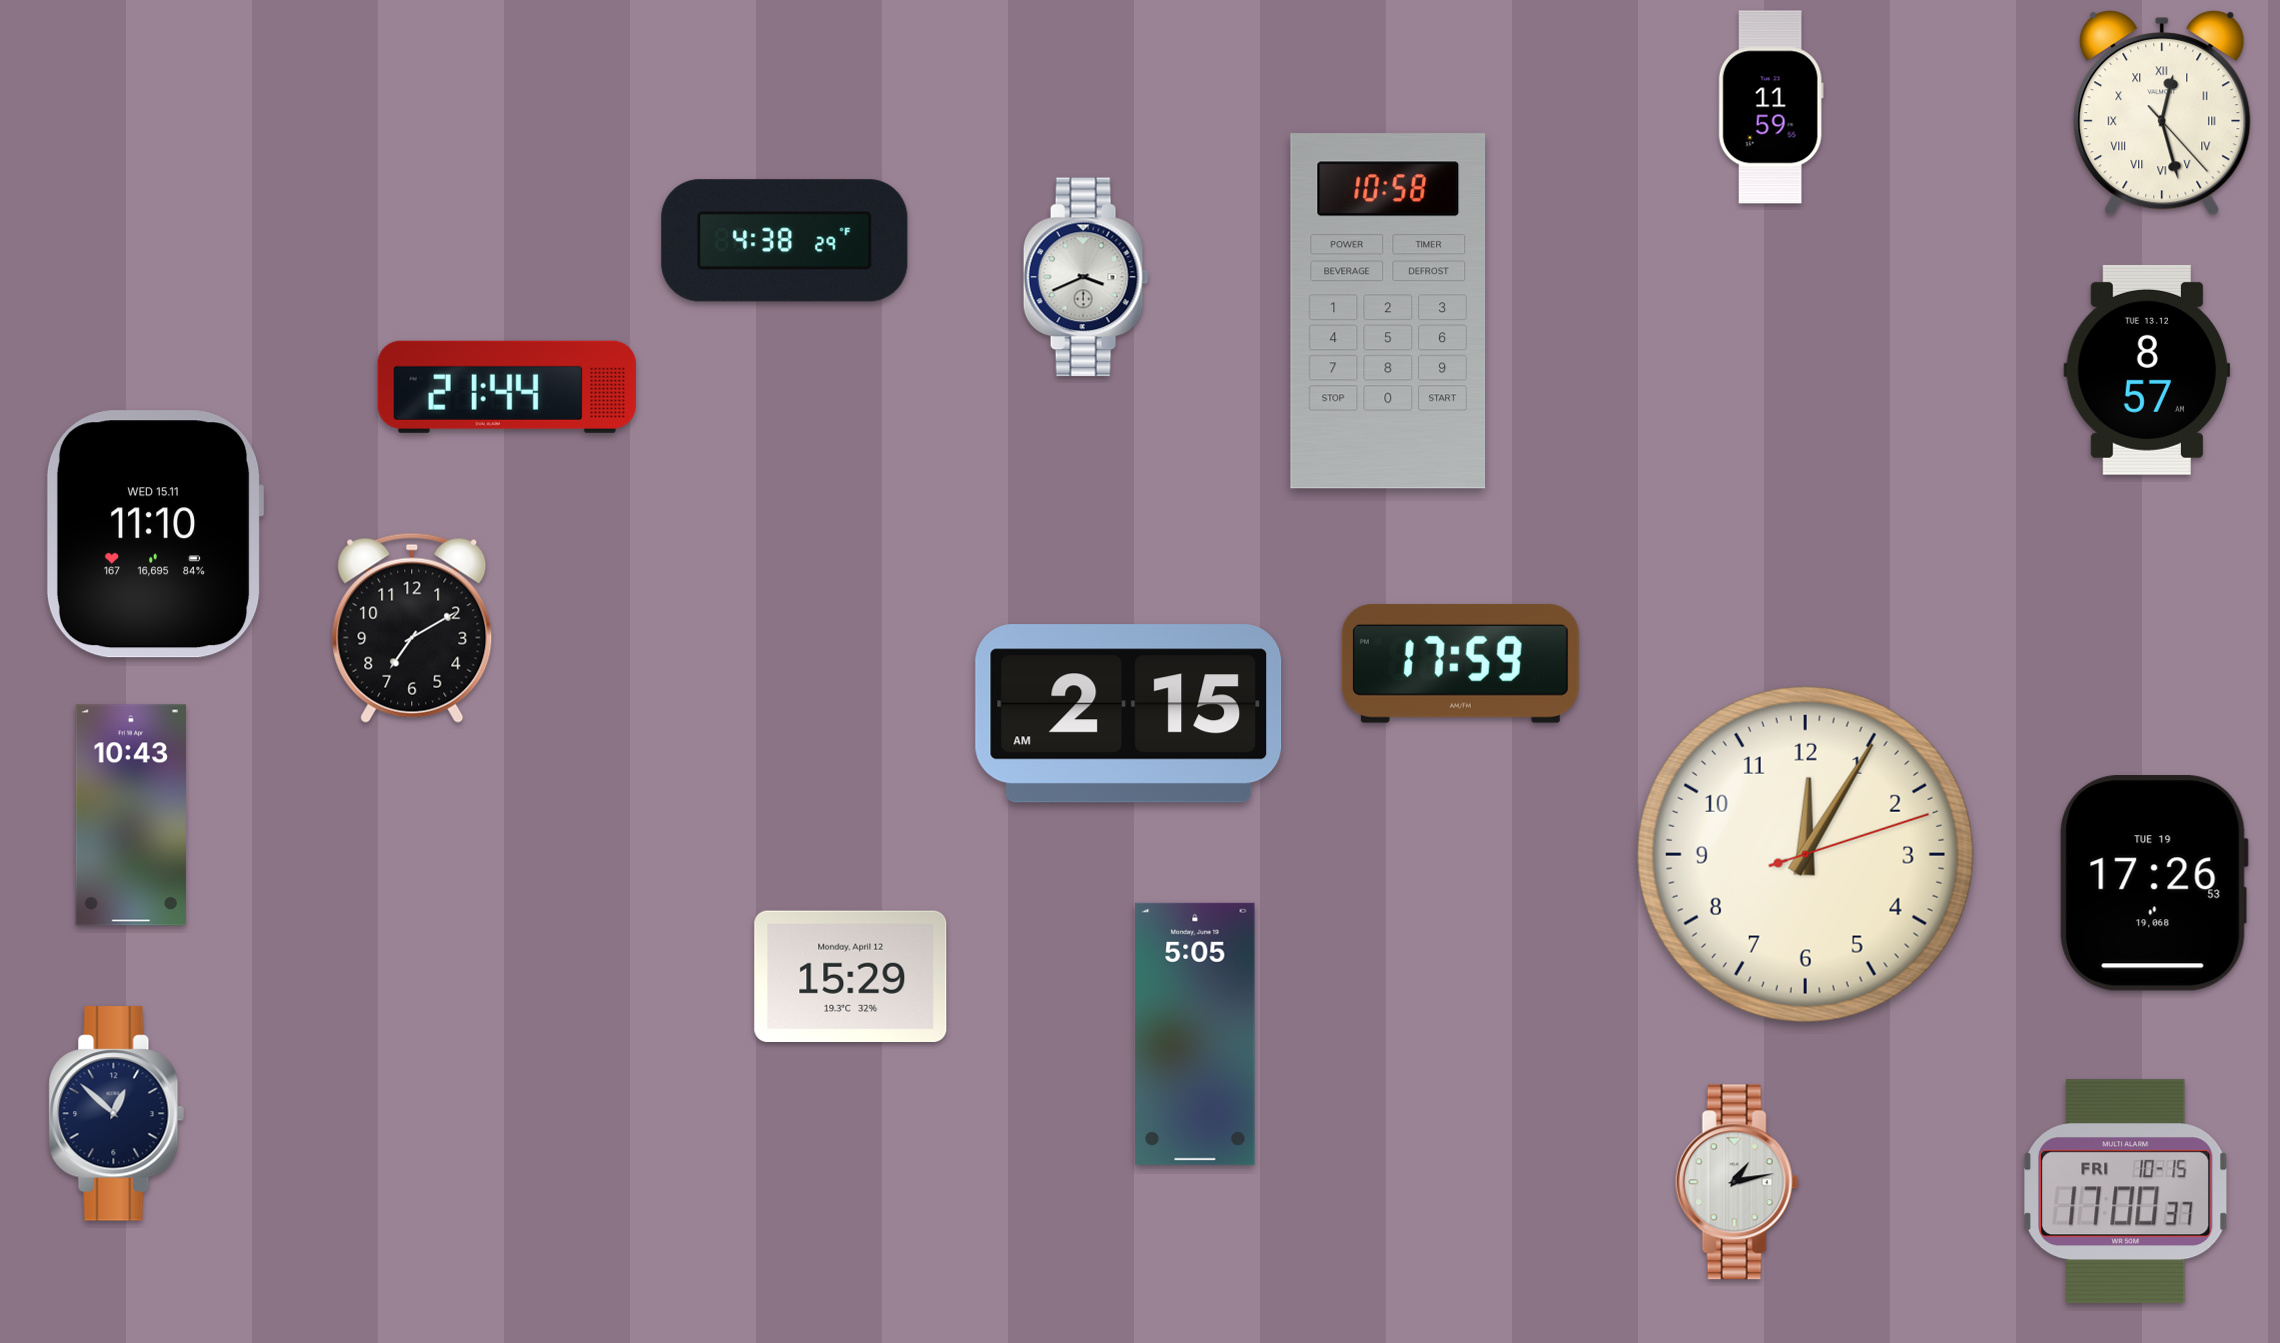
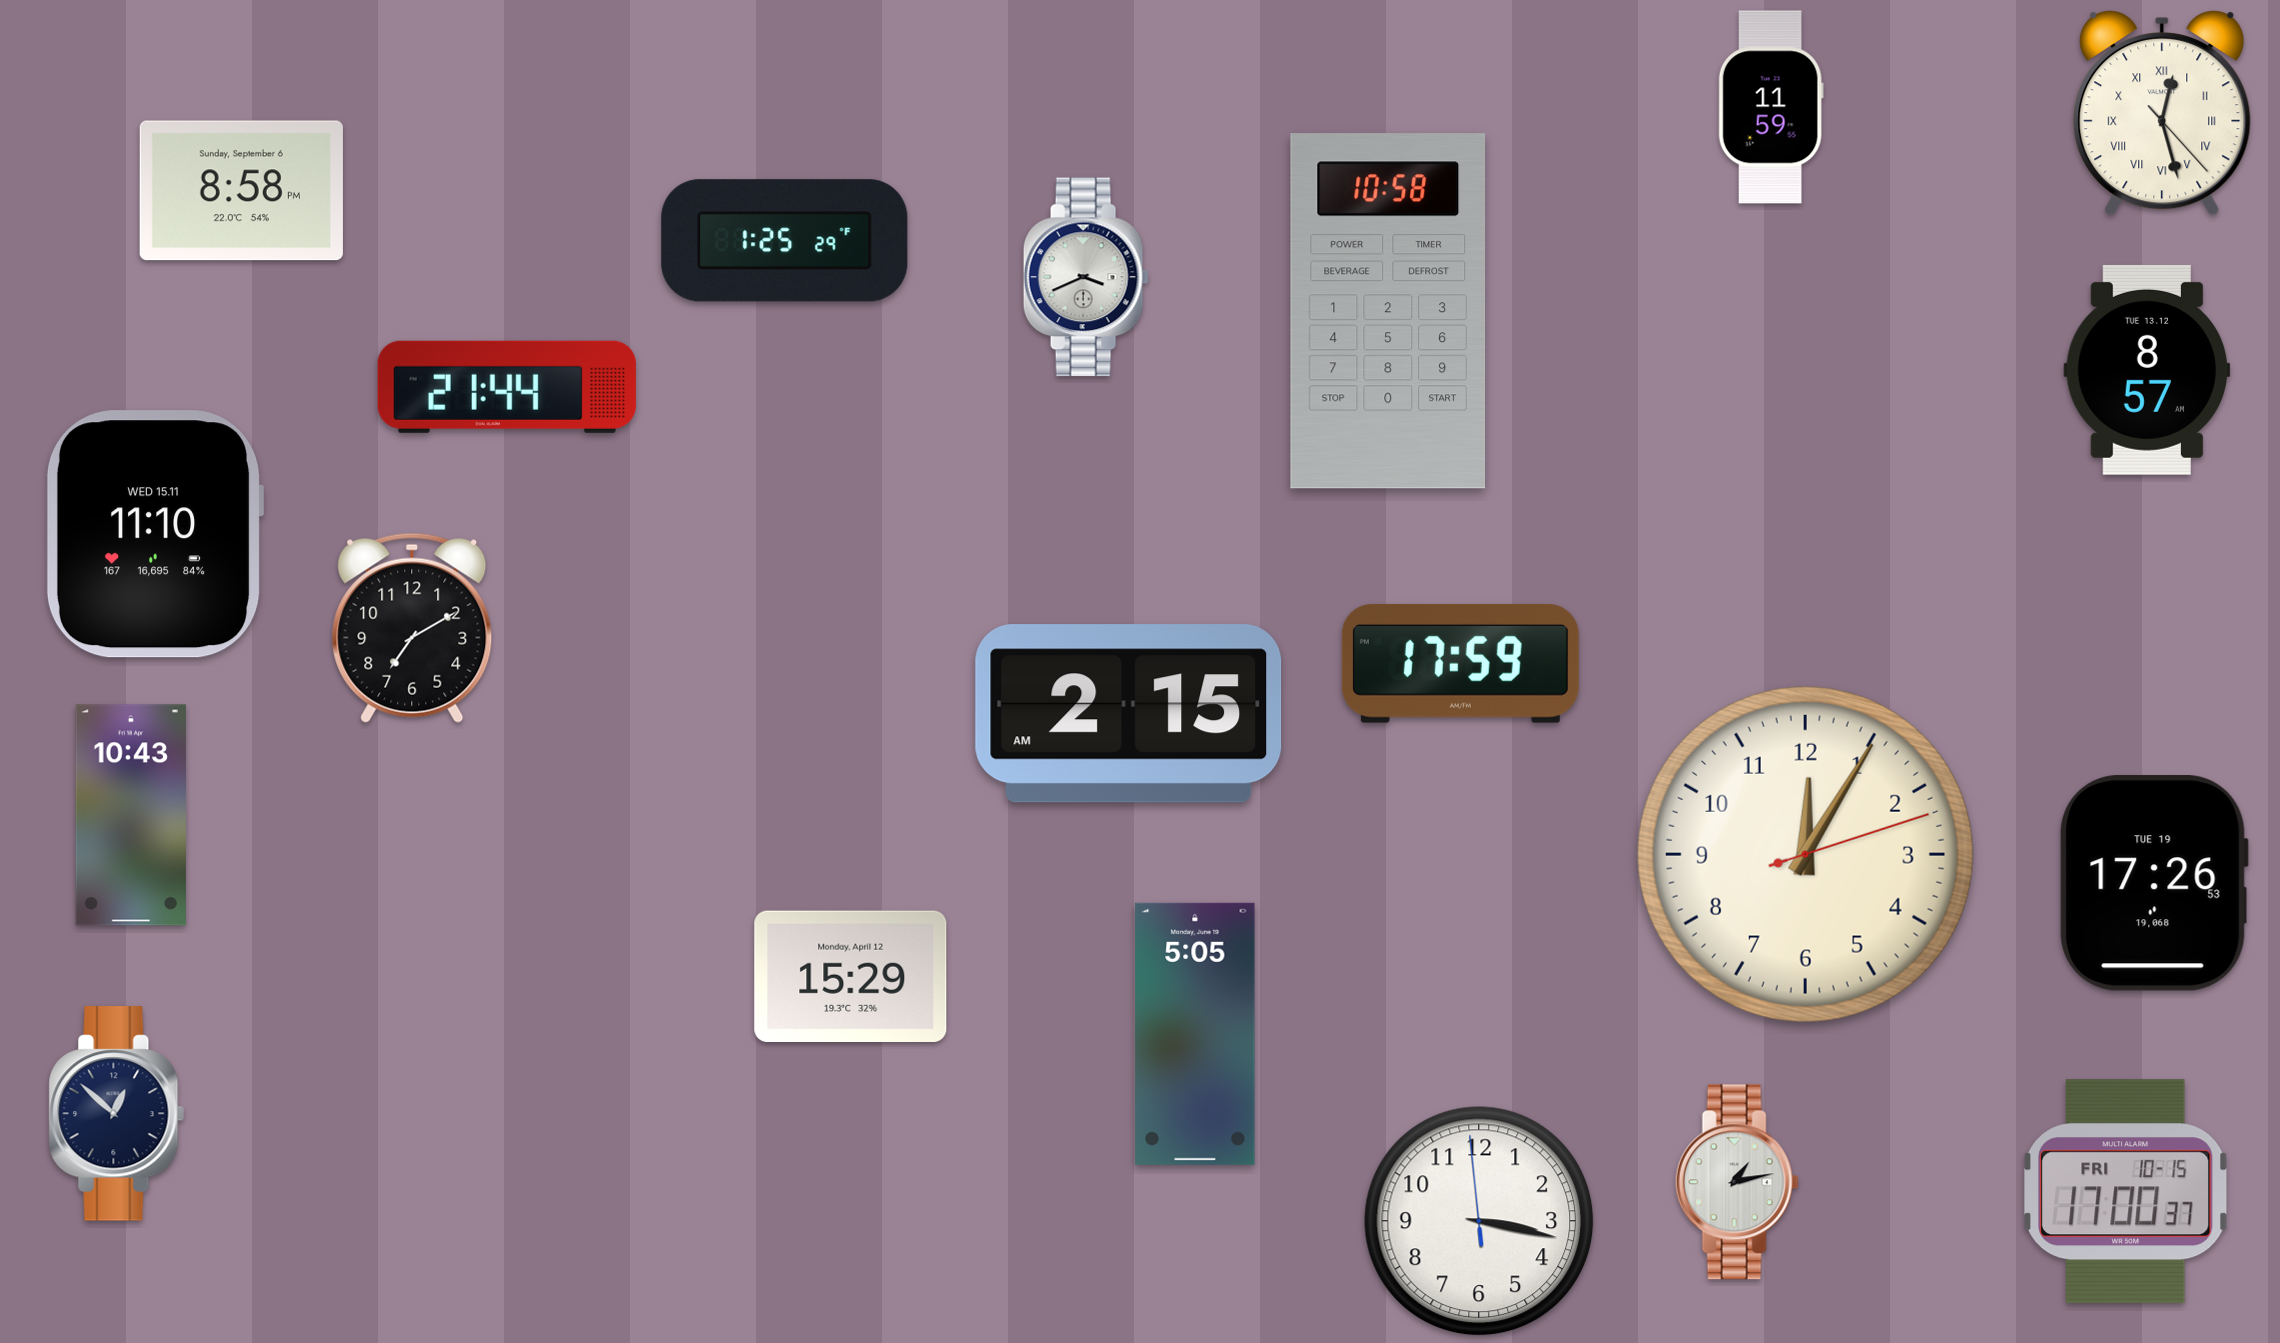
clock at (241, 191): none -> 8:58
clock at (785, 241): 4:38 -> 1:25
clock at (1479, 1221): none -> 3:16
